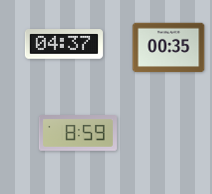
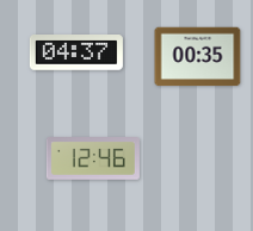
clock at (169, 48) position: (169, 48) -> (198, 57)
clock at (78, 134): 8:59 -> 12:46
